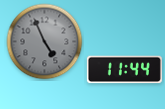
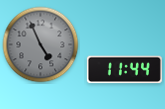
clock at (45, 42) position: (45, 42) -> (41, 45)
